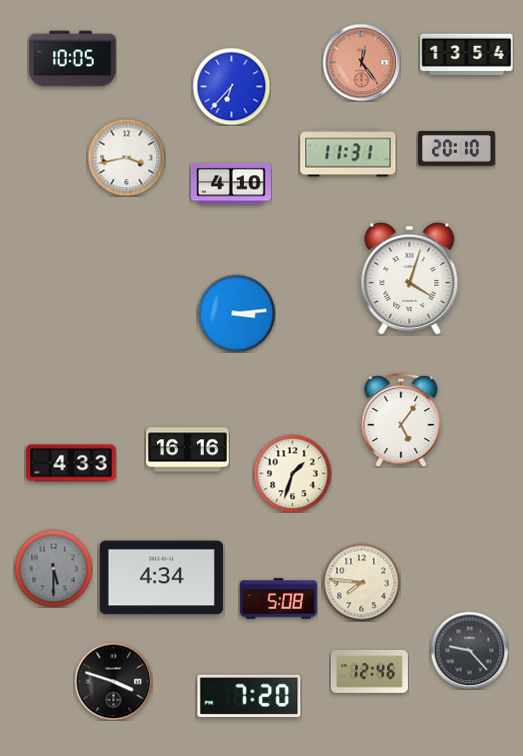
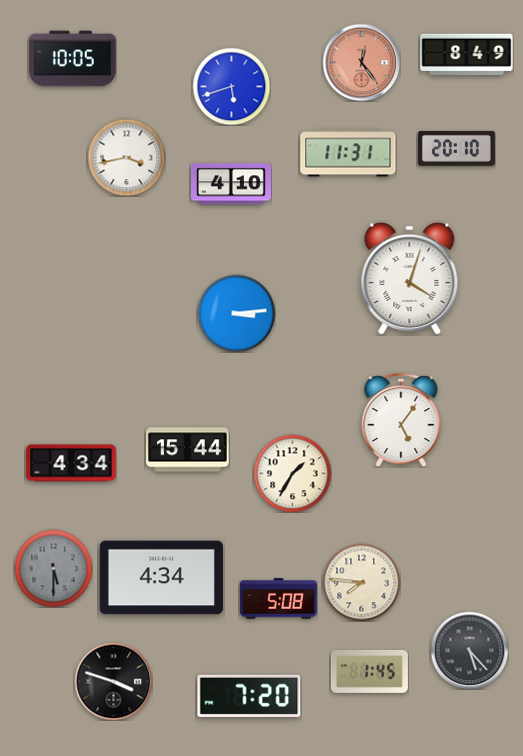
clock at (467, 54): 13:54 -> 8:49
clock at (231, 86): 6:37 -> 5:42
clock at (188, 450): 16:16 -> 15:44
clock at (71, 463): 4:33 -> 4:34
clock at (292, 473): 1:33 -> 1:35
clock at (469, 650): 9:23 -> 5:23
clock at (369, 671): 12:46 -> 1:45
